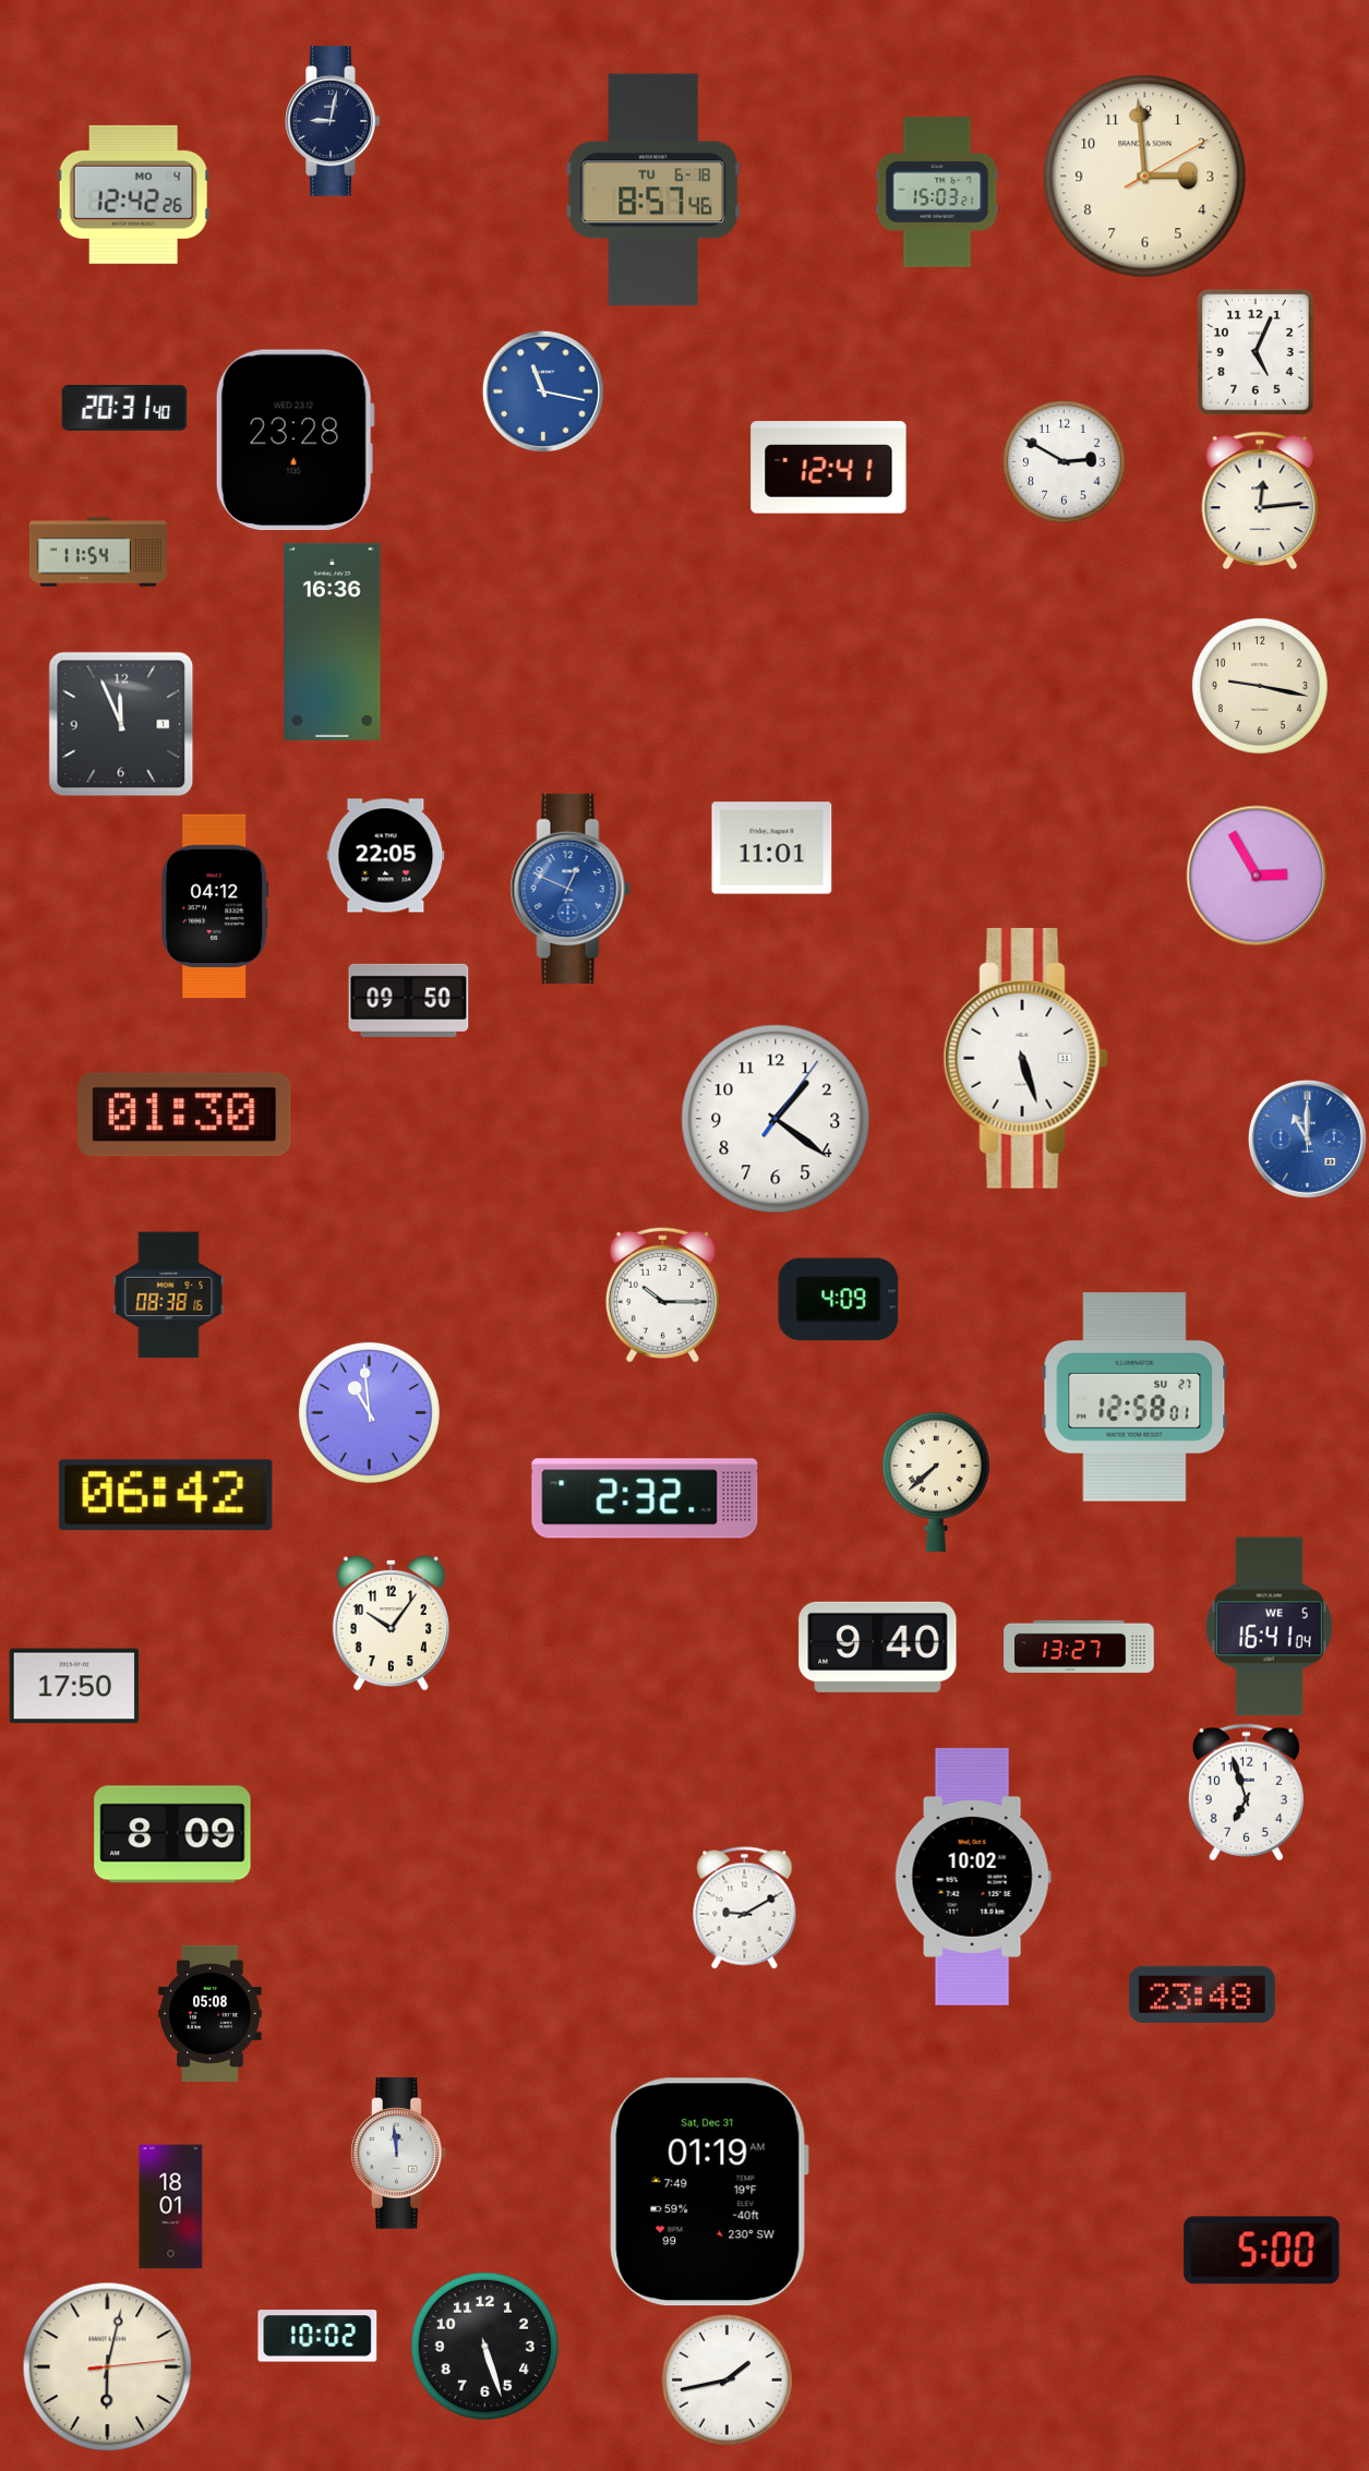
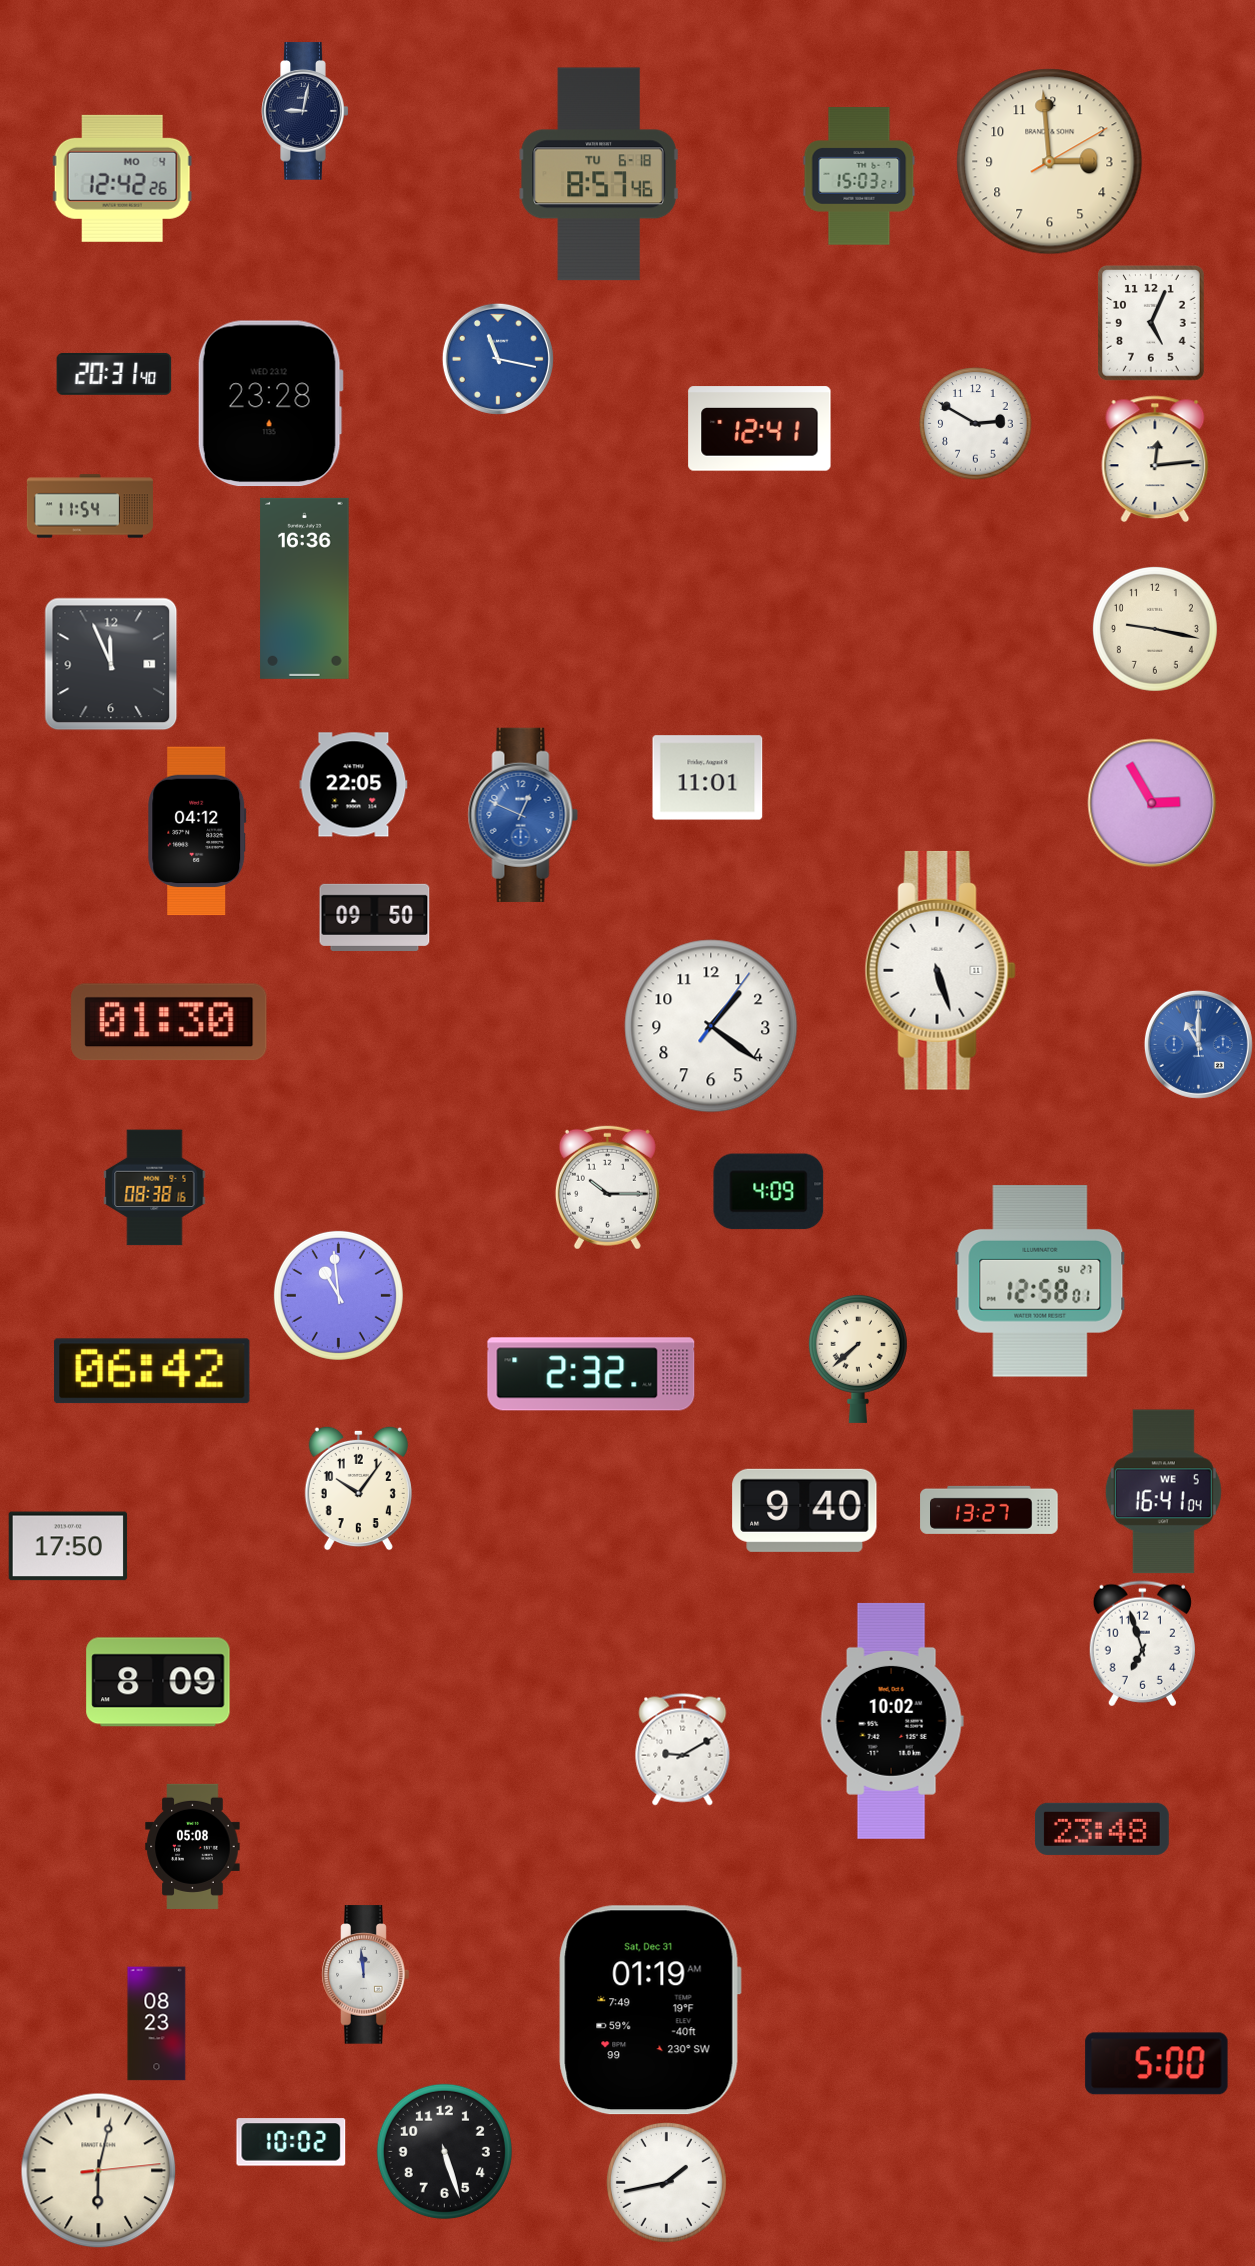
clock at (171, 2207): 18:01 -> 08:23
